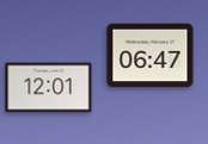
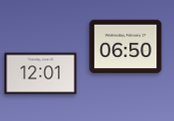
clock at (151, 56): 06:47 -> 06:50
